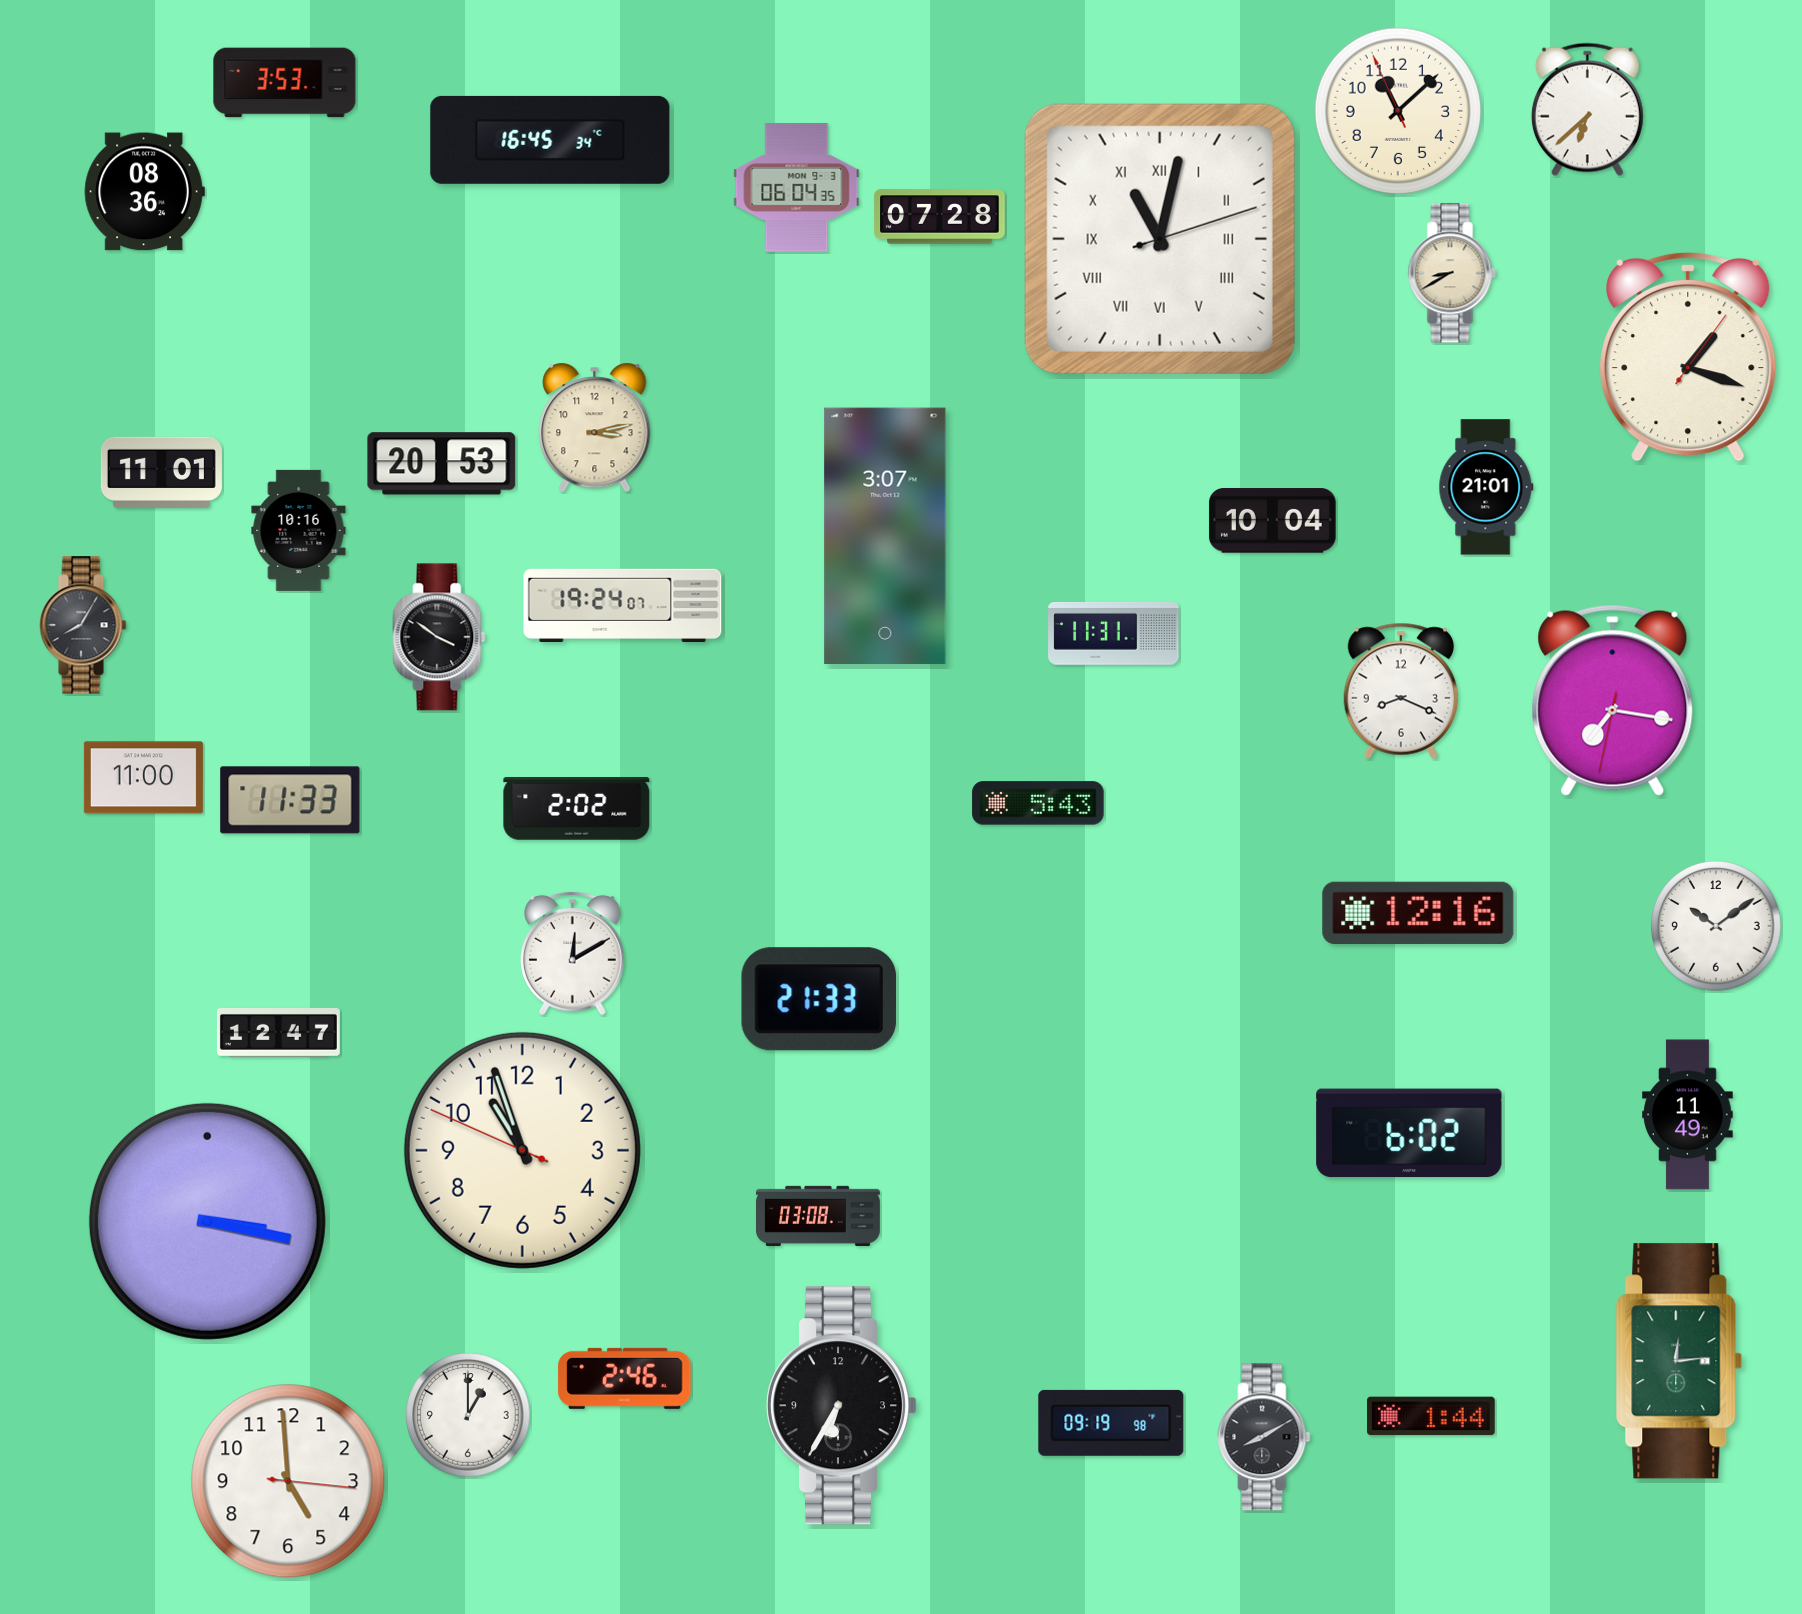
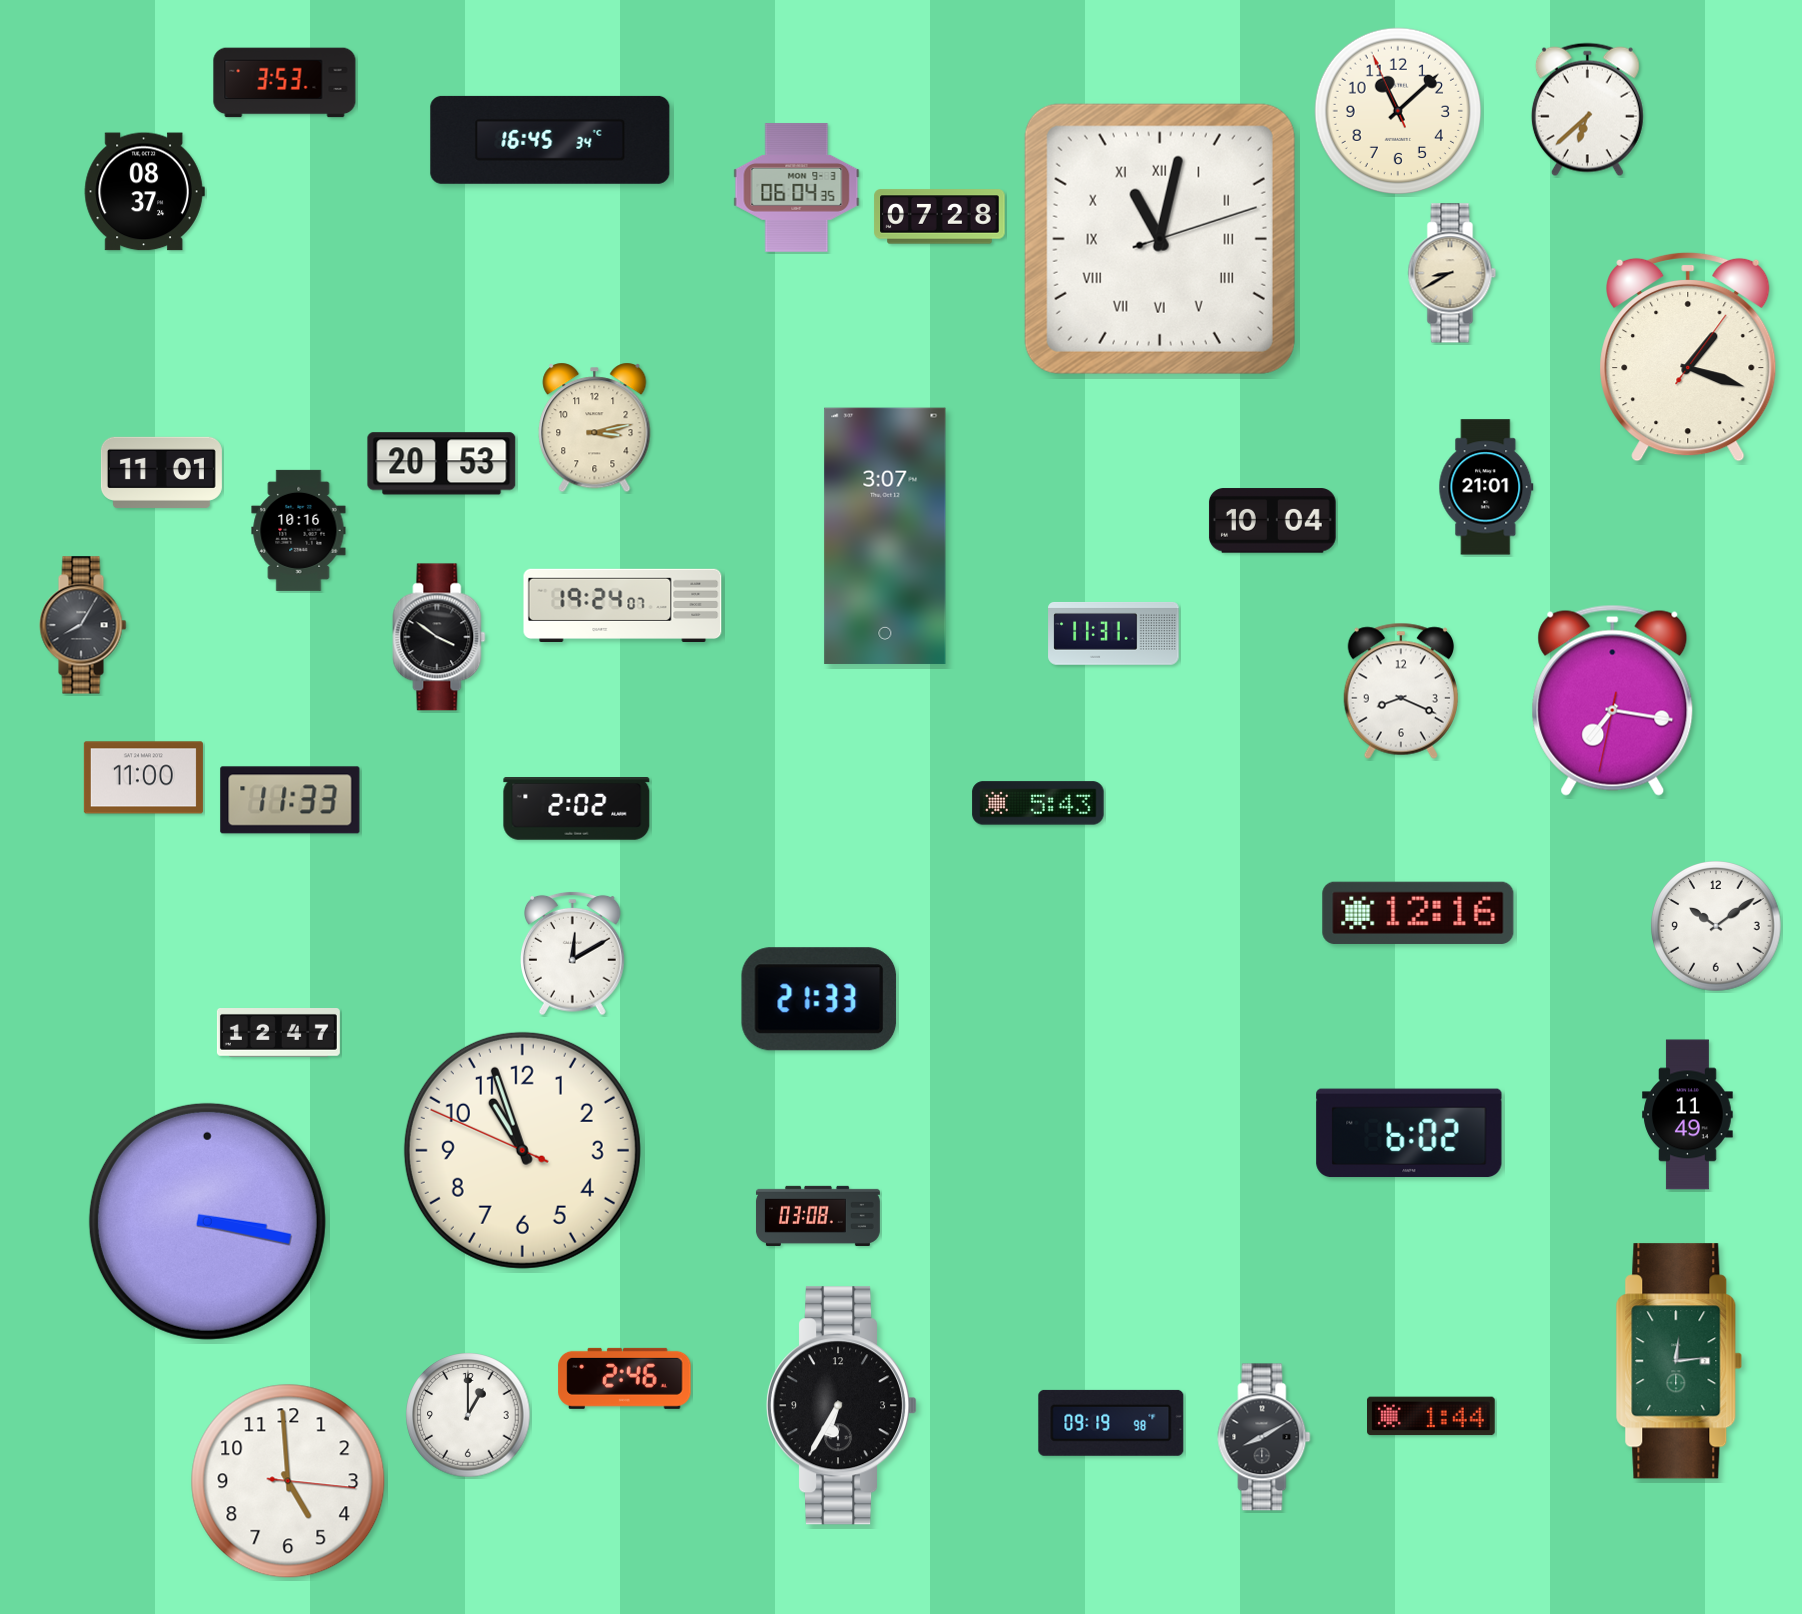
clock at (144, 192): 08:36 -> 08:37
